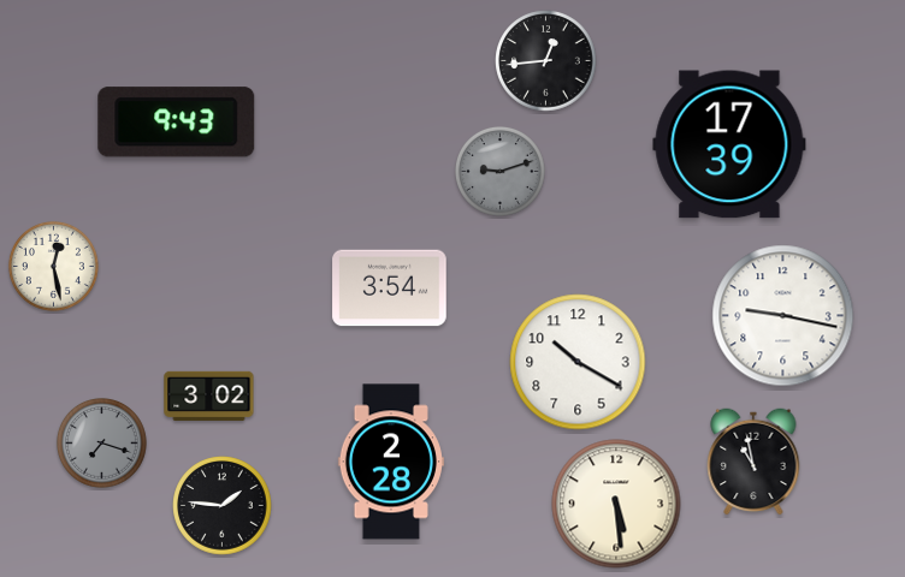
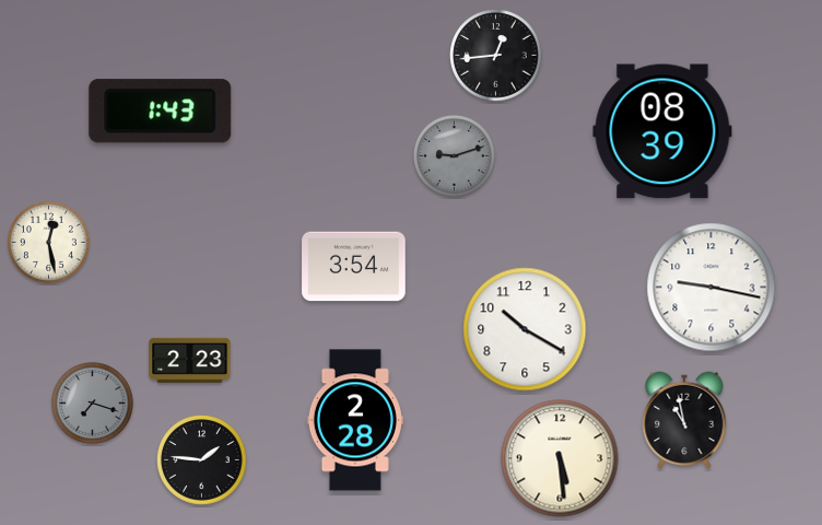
clock at (177, 123): 9:43 -> 1:43
clock at (729, 144): 17:39 -> 08:39
clock at (390, 288) position: (390, 288) -> (354, 267)
clock at (209, 395): 3:02 -> 2:23
